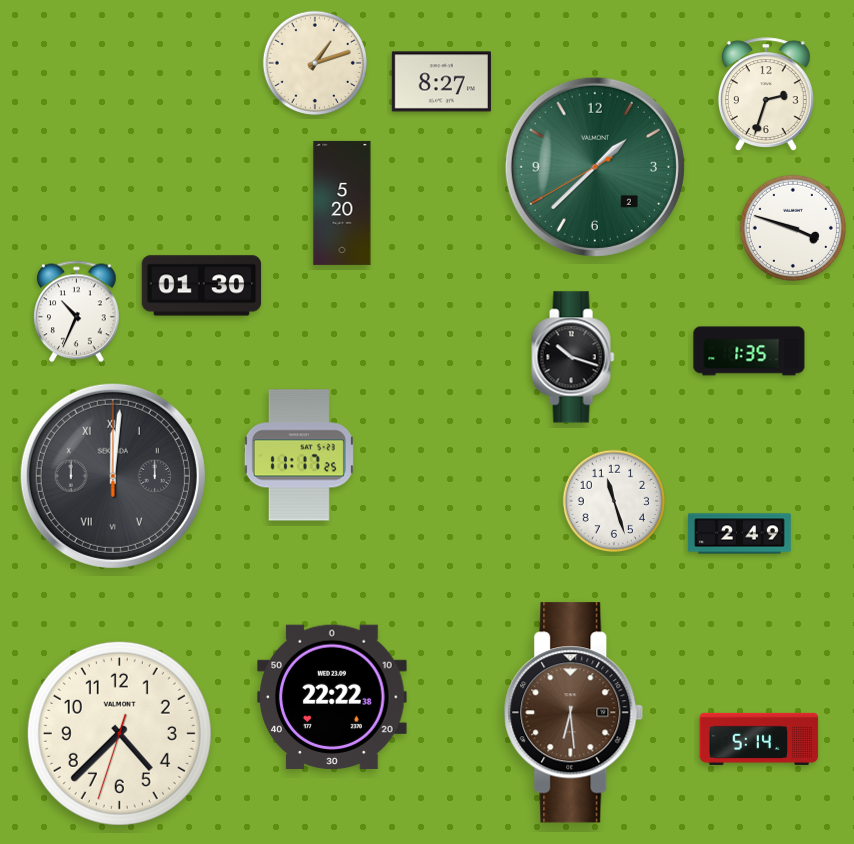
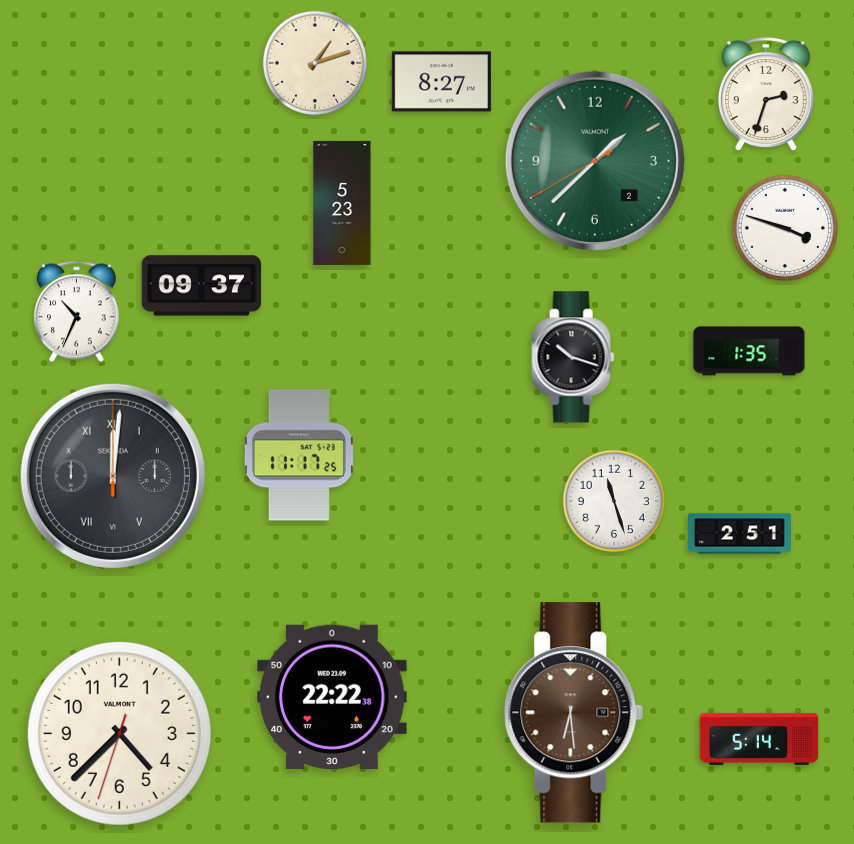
clock at (595, 167) position: (595, 167) -> (595, 161)
clock at (342, 203): 5:20 -> 5:23
clock at (793, 228) position: (793, 228) -> (785, 228)
clock at (202, 286): 01:30 -> 09:37
clock at (740, 534): 2:49 -> 2:51
